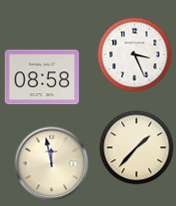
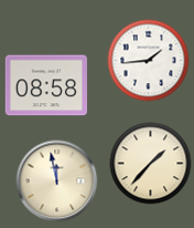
clock at (135, 55): 3:26 -> 1:44
